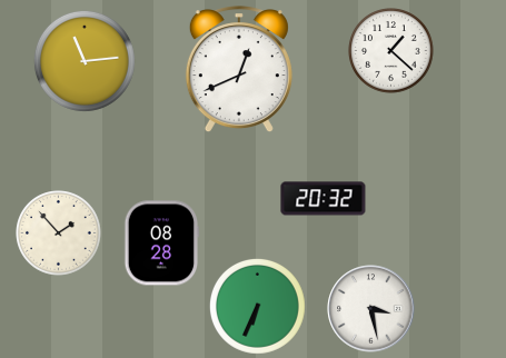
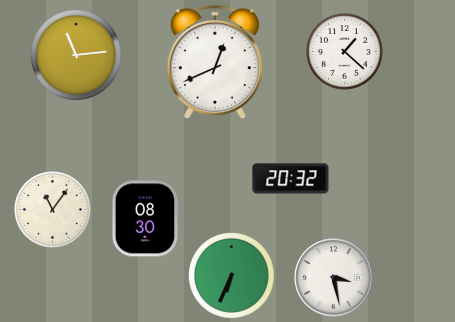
clock at (391, 51) position: (391, 51) -> (345, 52)
clock at (59, 233): 1:53 -> 11:06
clock at (162, 243): 08:28 -> 08:30
